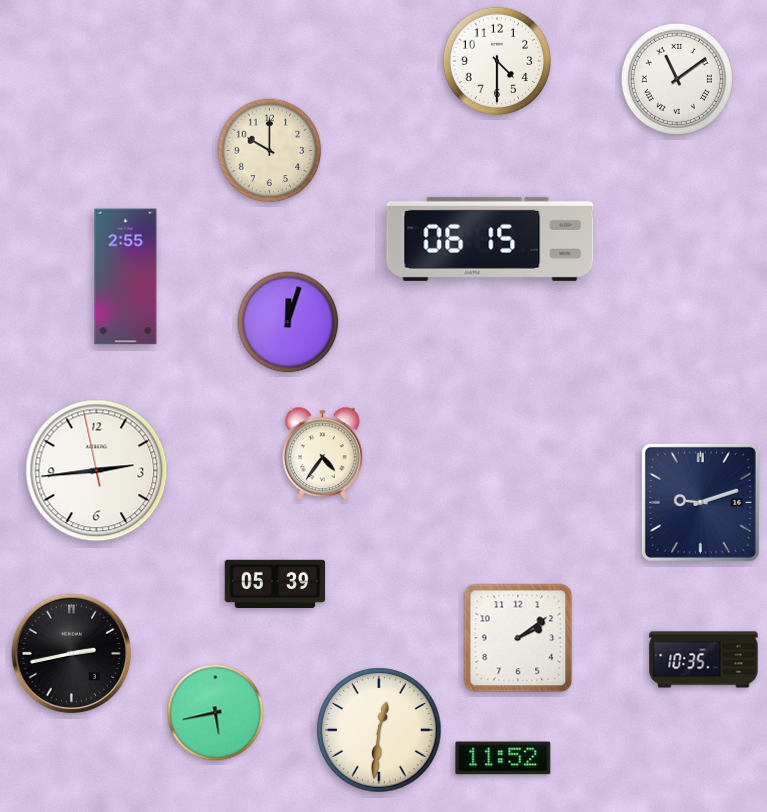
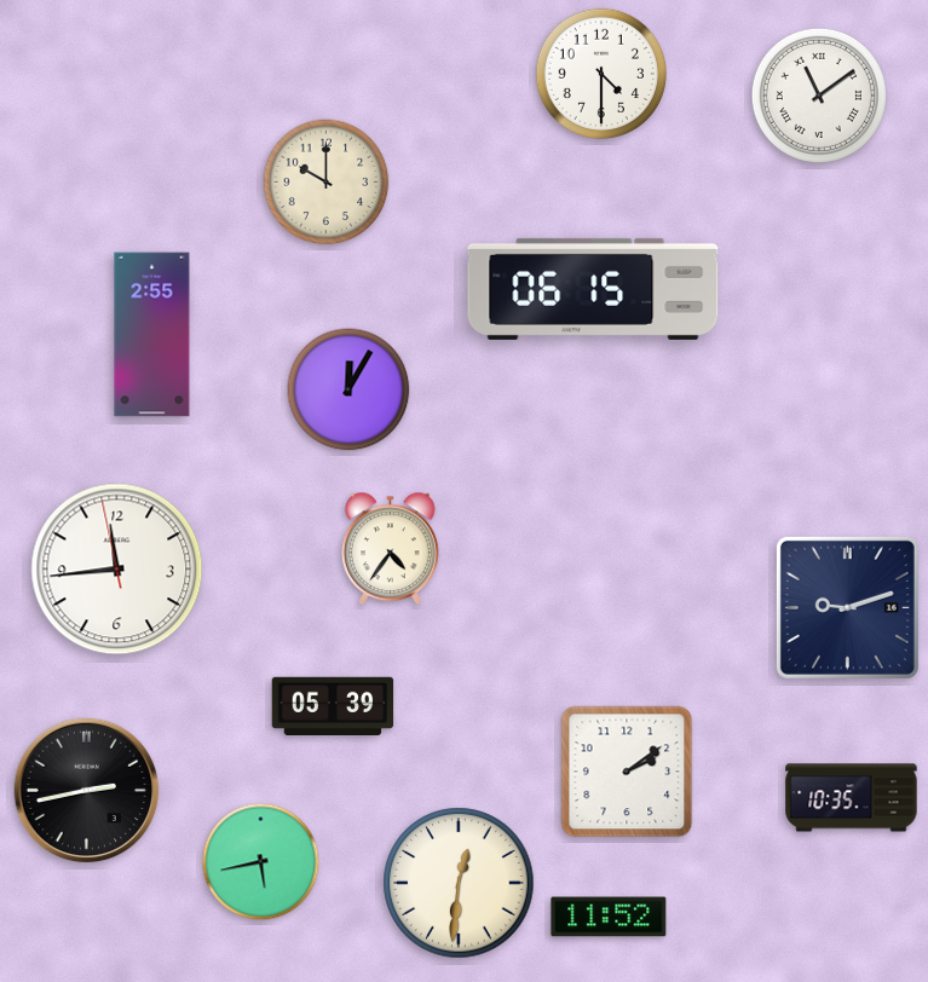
clock at (288, 322): 12:03 -> 12:05
clock at (97, 471): 2:43 -> 11:43
